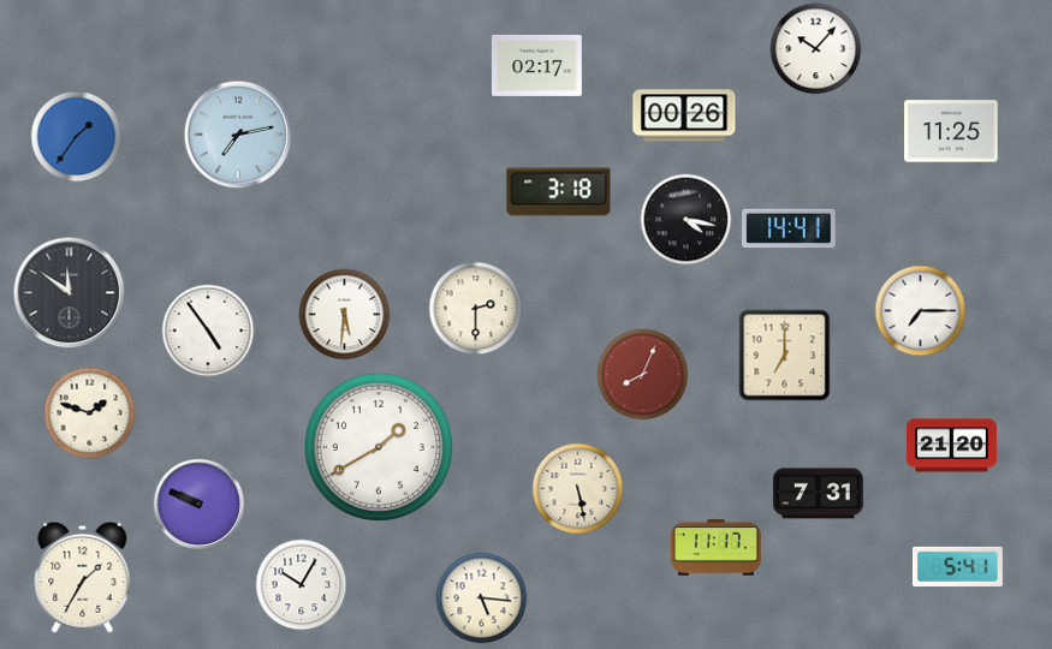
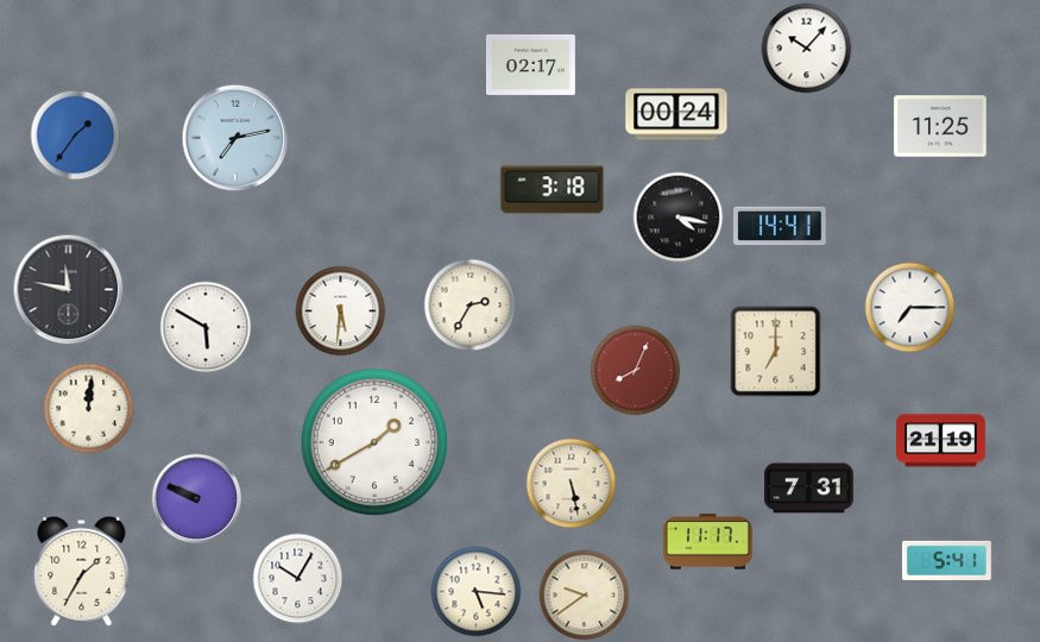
clock at (684, 115): 00:26 -> 00:24
clock at (951, 131) position: (951, 131) -> (940, 126)
clock at (238, 135) position: (238, 135) -> (235, 138)
clock at (70, 293): 11:51 -> 11:47
clock at (476, 309): 2:30 -> 2:35
clock at (208, 331): 4:54 -> 5:50
clock at (90, 413): 1:48 -> 12:01
clock at (951, 446): 21:20 -> 21:19
clock at (585, 596): none -> 9:39
